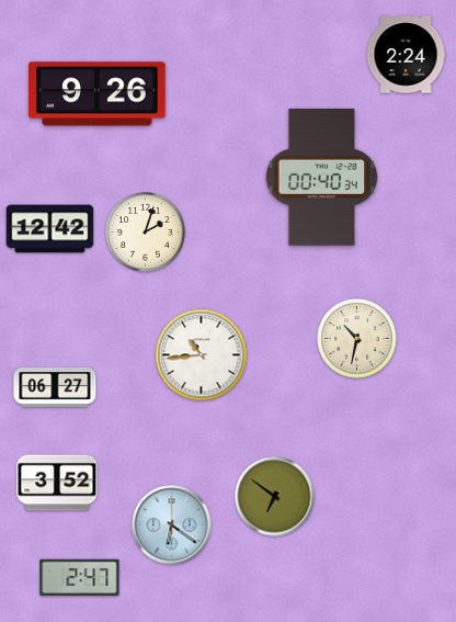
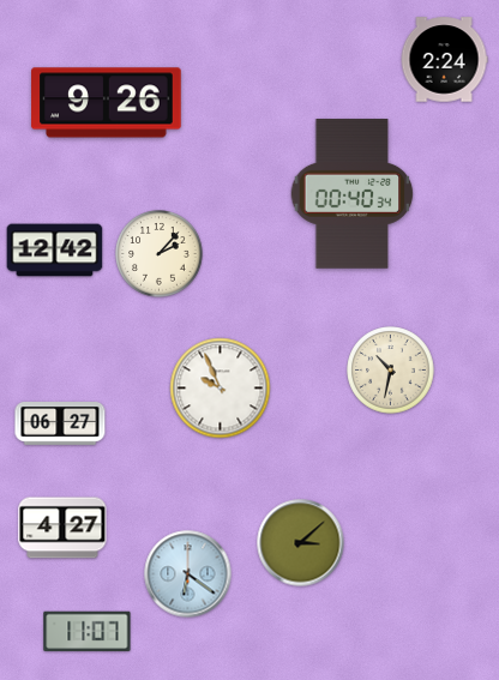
clock at (146, 233): 2:03 -> 2:07
clock at (202, 355): 10:44 -> 9:56
clock at (57, 483): 3:52 -> 4:27
clock at (275, 497): 6:51 -> 3:08
clock at (80, 577): 2:47 -> 11:07
